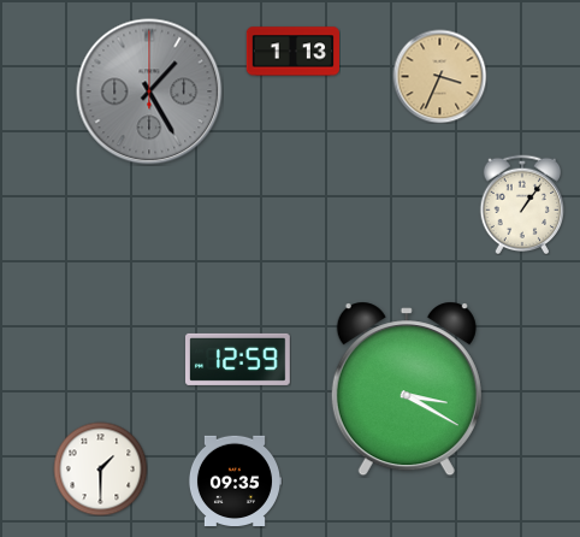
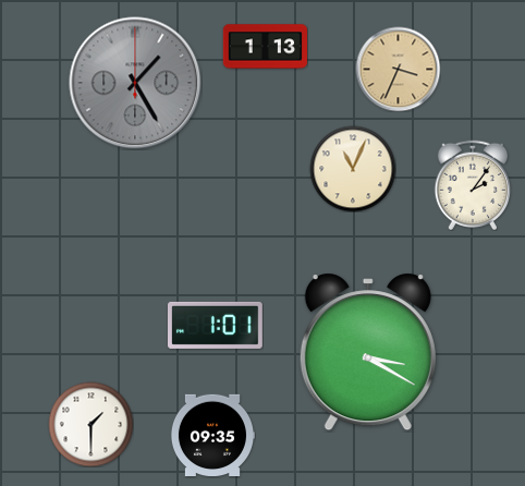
clock at (353, 169): none -> 11:04
clock at (522, 205): 1:06 -> 2:06
clock at (238, 359): 12:59 -> 1:01
